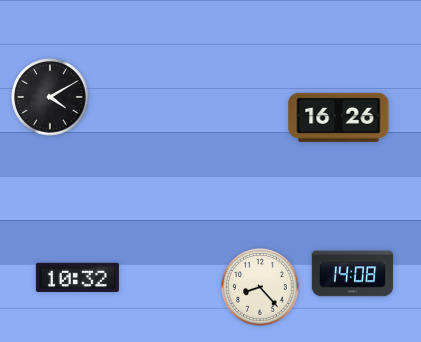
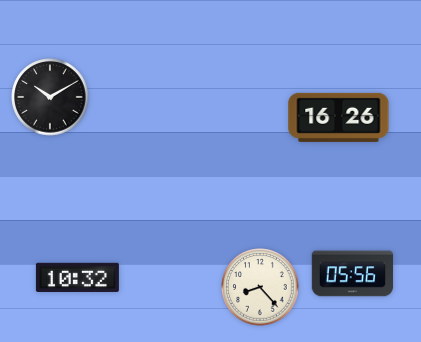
clock at (50, 97): 4:10 -> 10:10
clock at (353, 274): 14:08 -> 05:56
